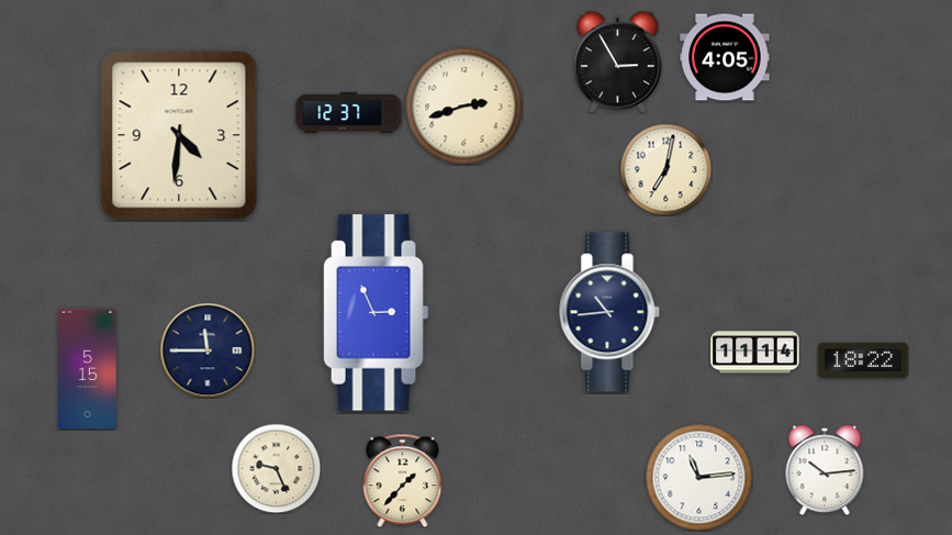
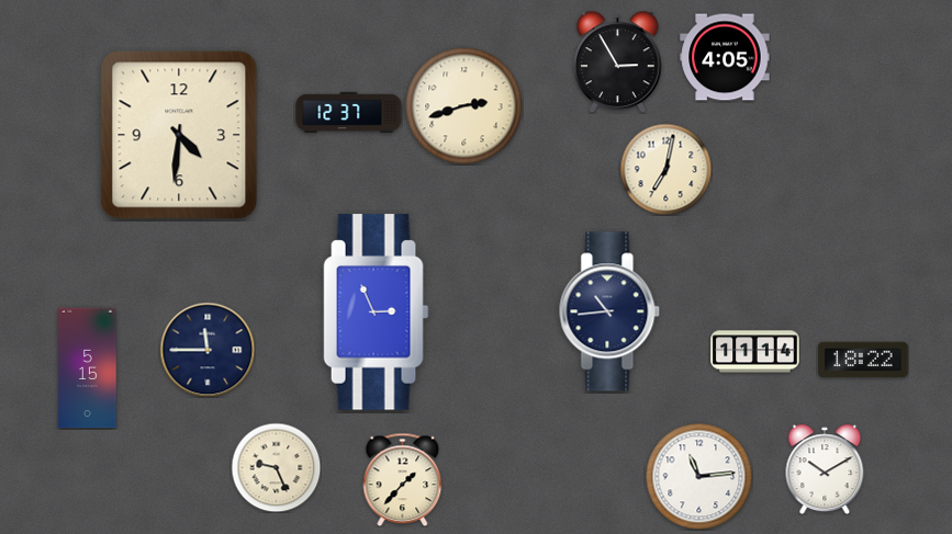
clock at (825, 470): 10:14 -> 10:10
